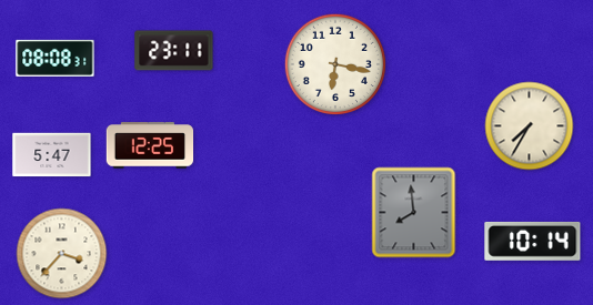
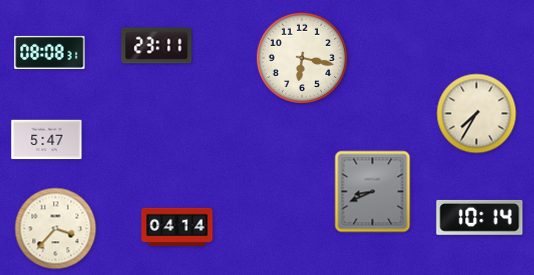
clock at (150, 145): 12:25 -> none
clock at (414, 213): 7:59 -> 8:41
clock at (177, 226): none -> 04:14
